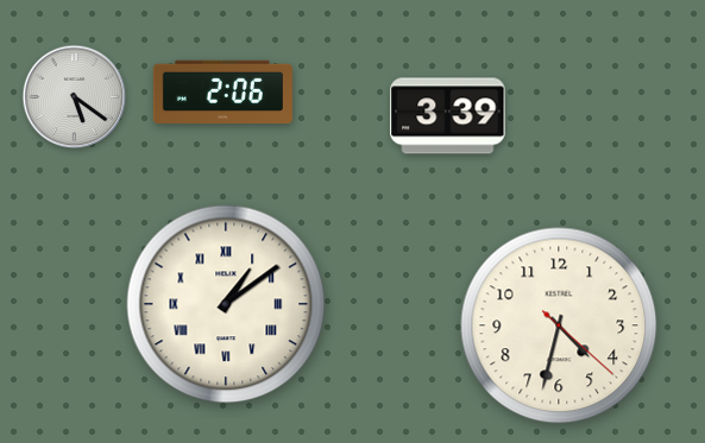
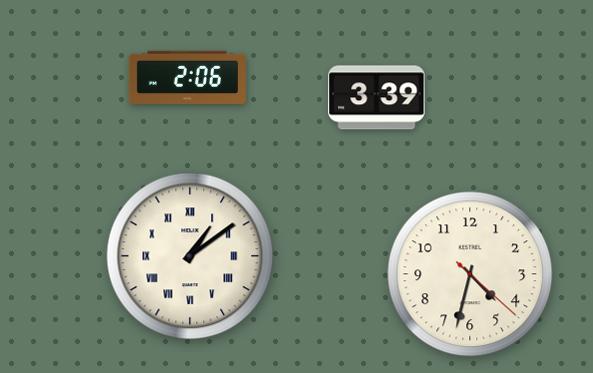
clock at (75, 97): 5:21 -> none
